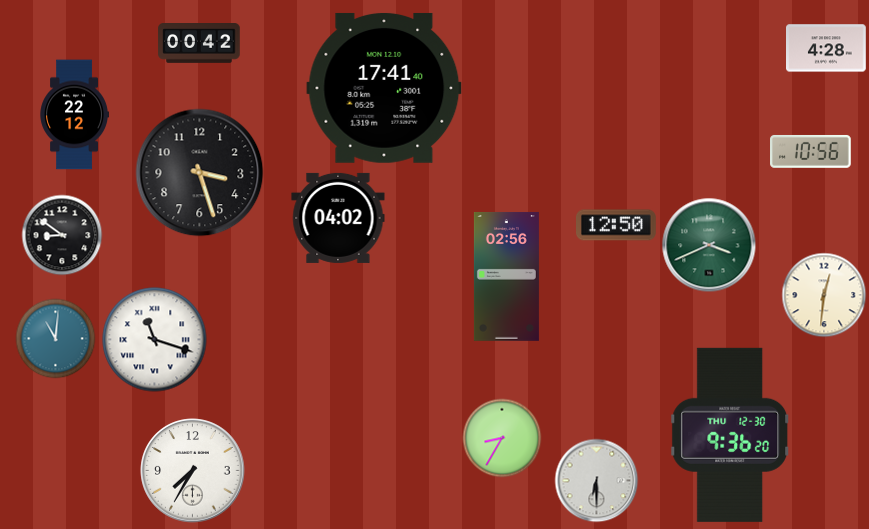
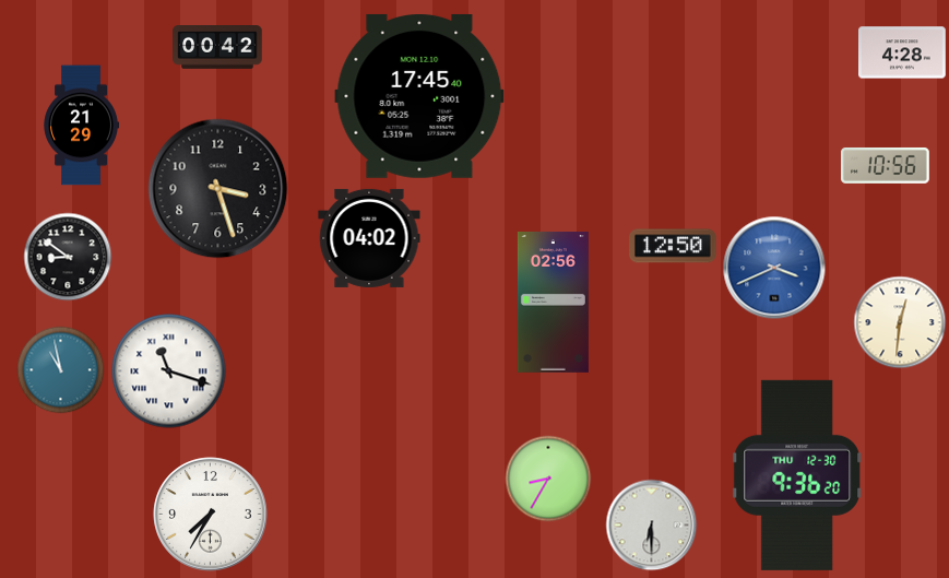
clock at (384, 88): 17:41 -> 17:45
clock at (74, 115): 22:12 -> 21:29
clock at (709, 245) dial: green -> blue
clock at (55, 338): 11:01 -> 10:58
